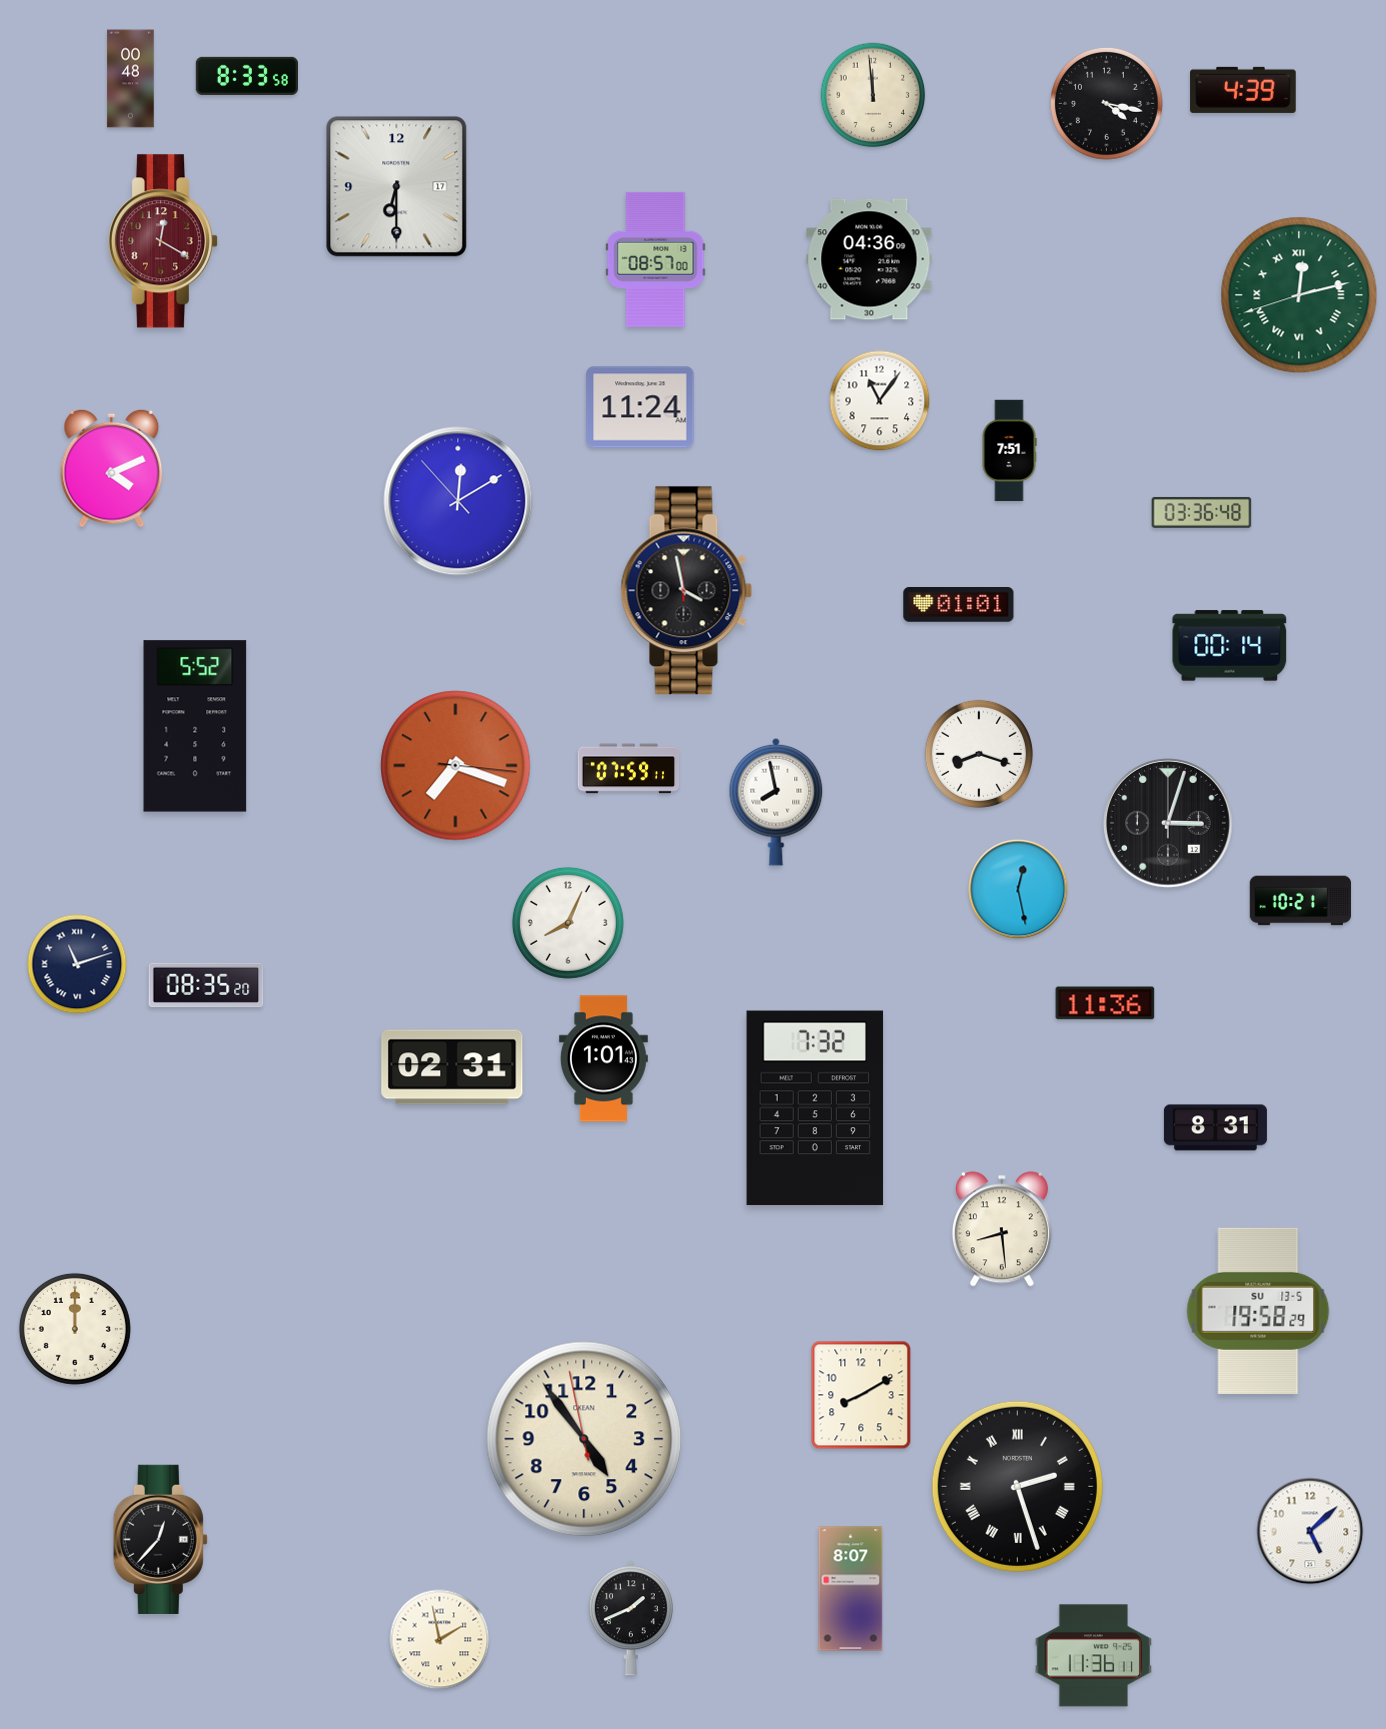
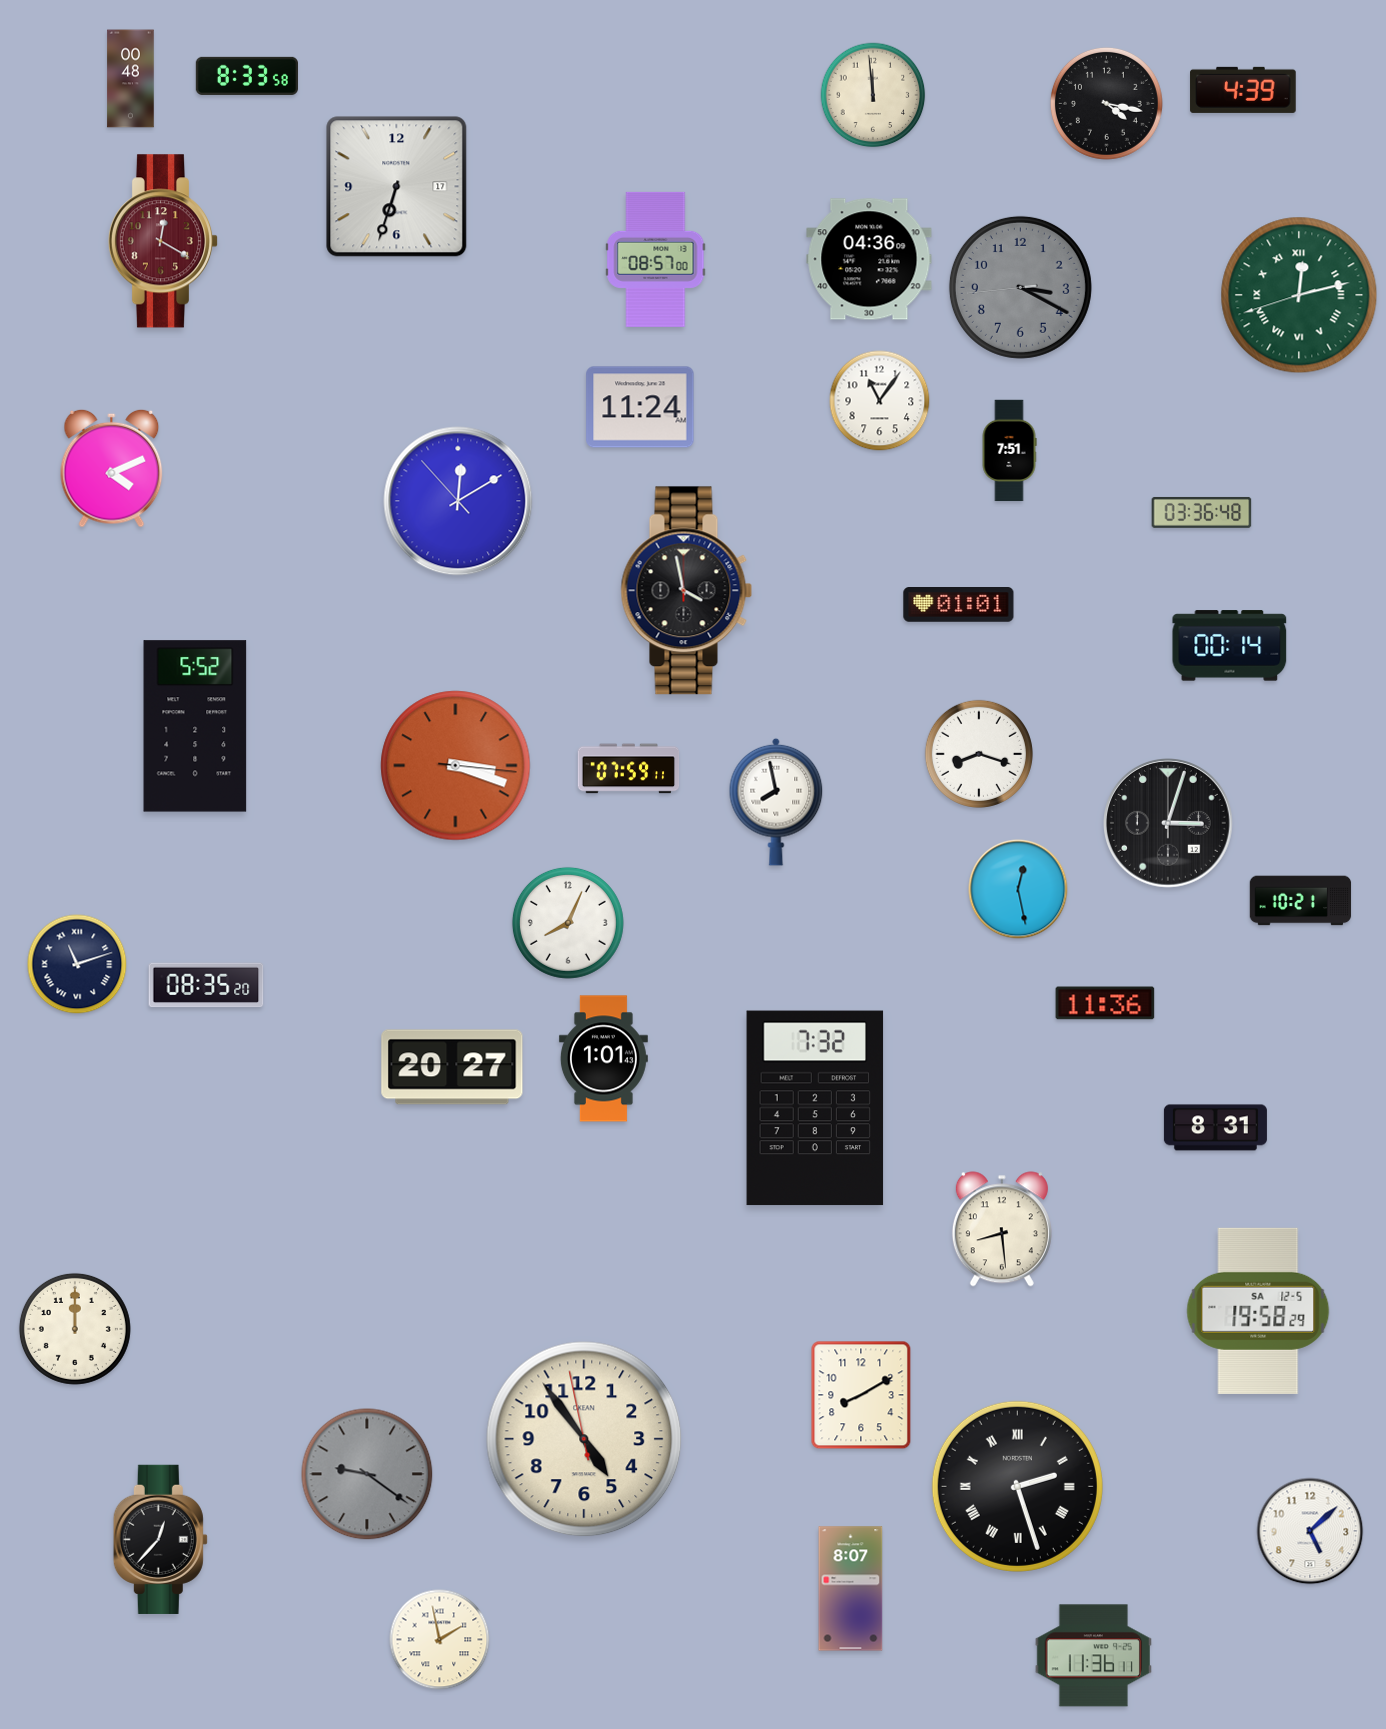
clock at (397, 187): 6:30 -> 6:33
clock at (1020, 287): none -> 3:19
clock at (456, 766): 7:18 -> 3:18
clock at (452, 1067): 02:31 -> 20:27
clock at (1258, 1311) date: SU 13-5 -> SA 12-5
clock at (367, 1474): none -> 9:21
clock at (631, 1618): 1:41 -> none
